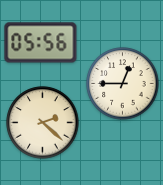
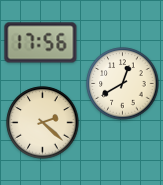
clock at (41, 43): 05:56 -> 17:56
clock at (123, 84): 12:45 -> 12:40
